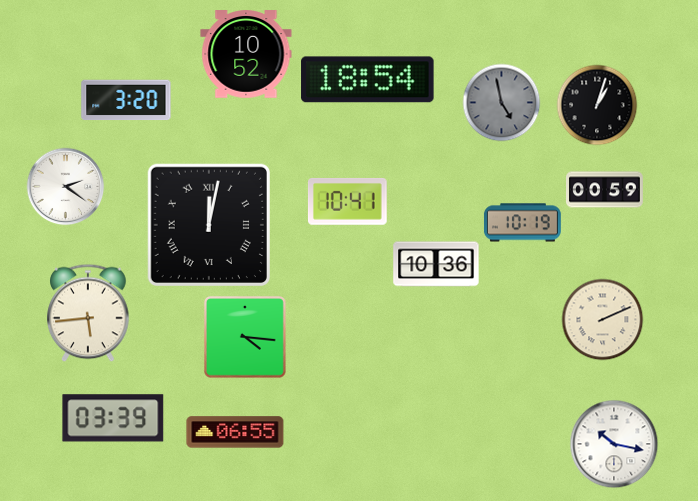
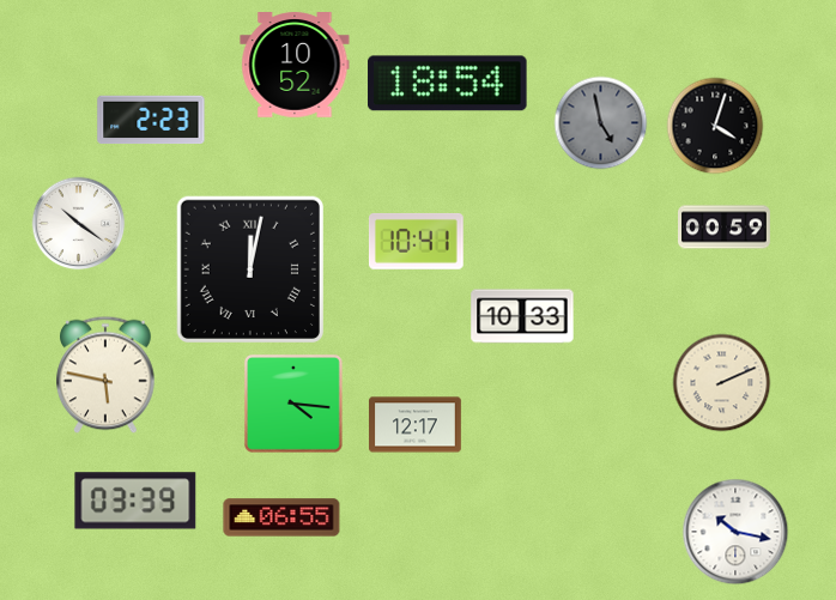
clock at (368, 80) position: (368, 80) -> (448, 84)
clock at (126, 100): 3:20 -> 2:23
clock at (597, 105): 1:03 -> 4:03
clock at (65, 186): 2:21 -> 10:21
clock at (522, 223): 10:19 -> none
clock at (436, 264): 10:36 -> 10:33
clock at (88, 313): 5:44 -> 5:47
clock at (416, 425): none -> 12:17
